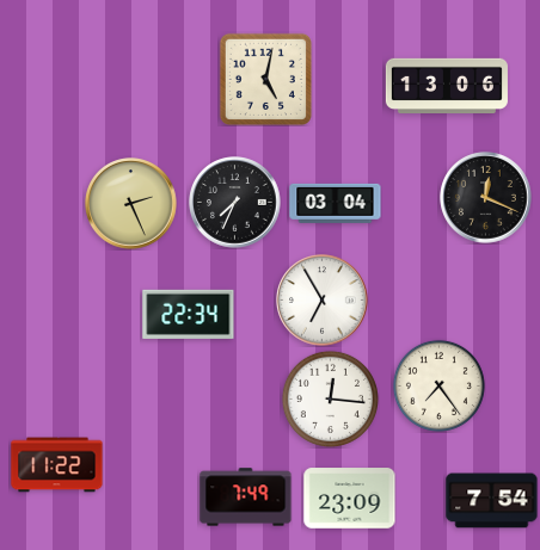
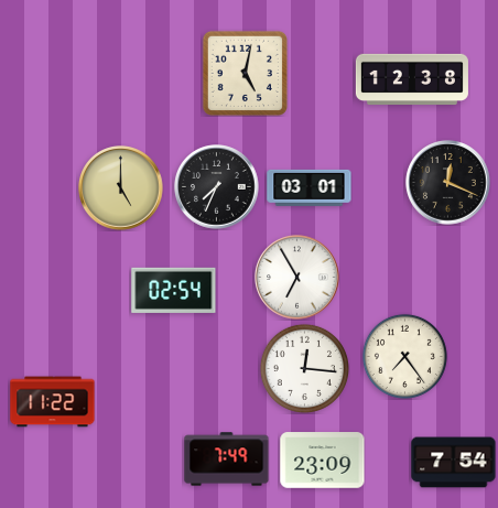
clock at (447, 85): 13:06 -> 12:38
clock at (336, 203): 03:04 -> 03:01
clock at (131, 204): 2:26 -> 5:00
clock at (189, 314): 22:34 -> 02:54
clock at (57, 465) position: (57, 465) -> (53, 402)
